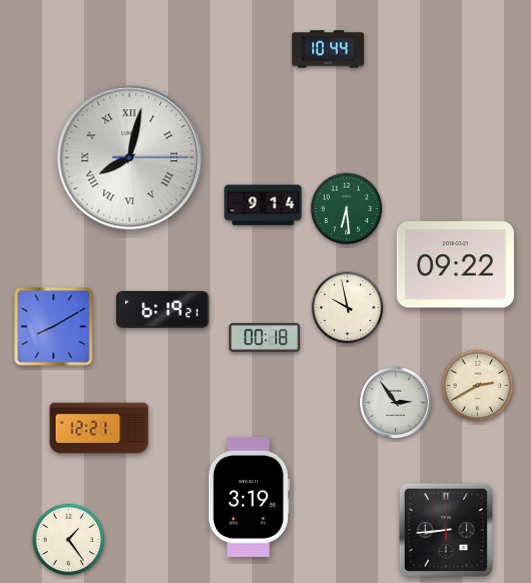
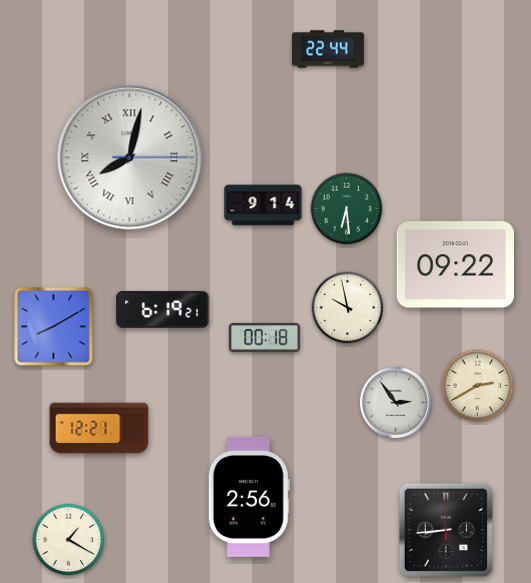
clock at (328, 49): 10:44 -> 22:44
clock at (249, 497): 3:19 -> 2:56
clock at (69, 540): 1:24 -> 1:20
